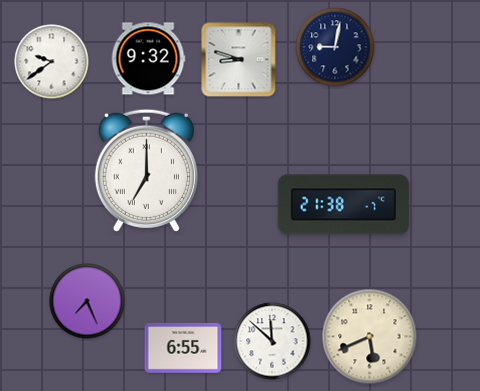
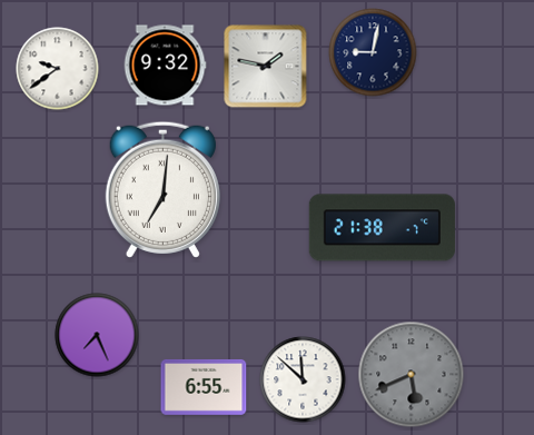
clock at (239, 60): 8:48 -> 1:47
clock at (146, 170): 7:00 -> 7:01
clock at (370, 337) dial: cream -> grey
